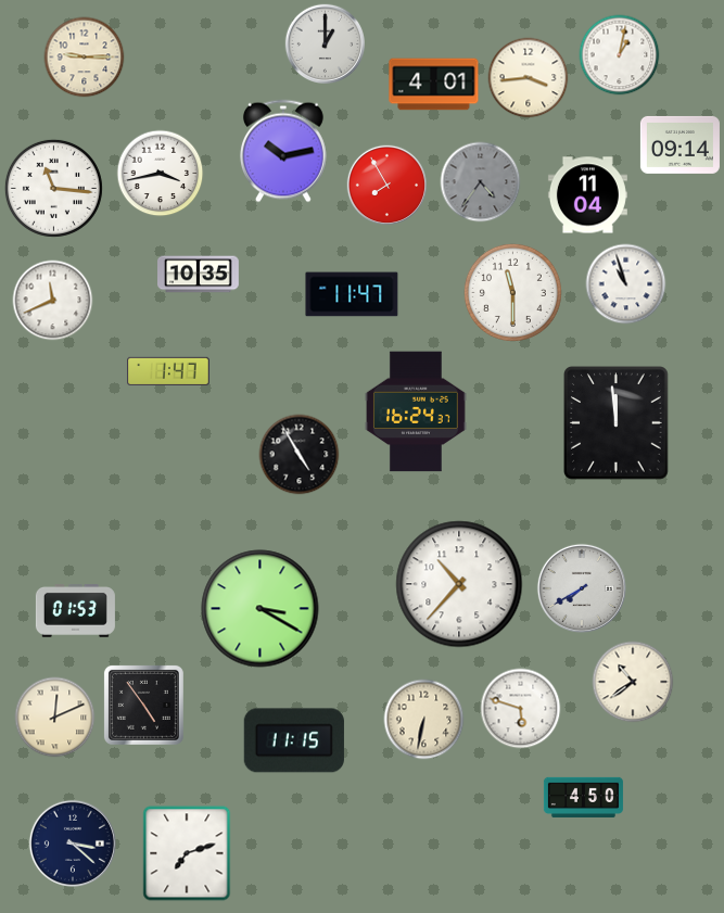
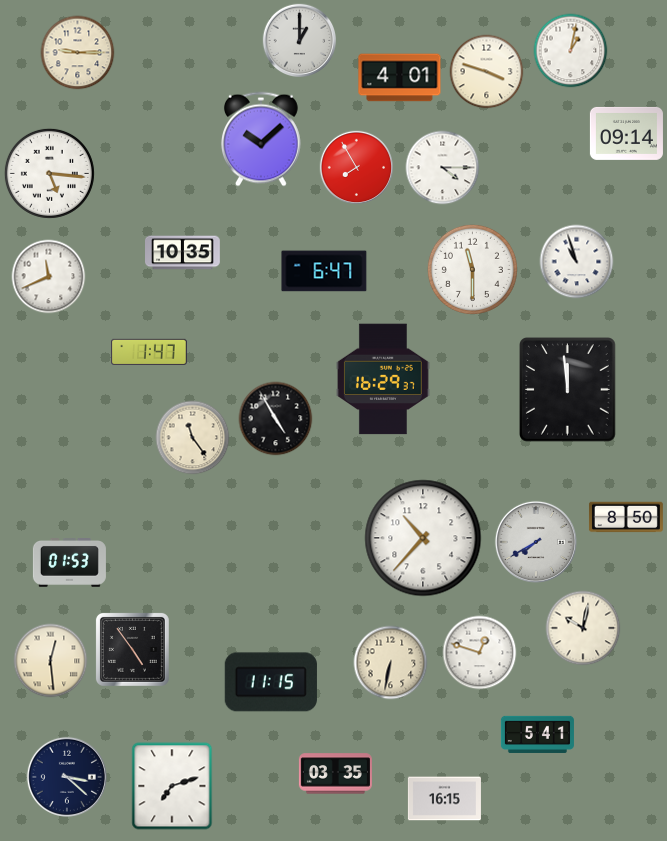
clock at (529, 78): 3:44 -> 3:48
clock at (283, 151): 10:13 -> 10:08
clock at (161, 174): 3:43 -> none
clock at (481, 182): 4:36 -> 4:15
clock at (481, 182) dial: grey -> white
clock at (388, 186) position: (388, 186) -> (357, 168)
clock at (53, 188): 11:16 -> 5:16
clock at (587, 195): 11:04 -> none
clock at (352, 294): 11:47 -> 6:47
clock at (168, 371) position: (168, 371) -> (149, 352)
clock at (417, 411): 16:24 -> 16:29
clock at (193, 438): none -> 11:24
clock at (626, 517): none -> 8:50
clock at (261, 609): 3:20 -> none
clock at (633, 682): 10:39 -> 10:02
clock at (521, 709): 5:48 -> 12:48
clock at (55, 718): 12:11 -> 12:29
clock at (583, 797): 4:50 -> 5:41
clock at (335, 774): none -> 03:35
clock at (444, 799): none -> 16:15
